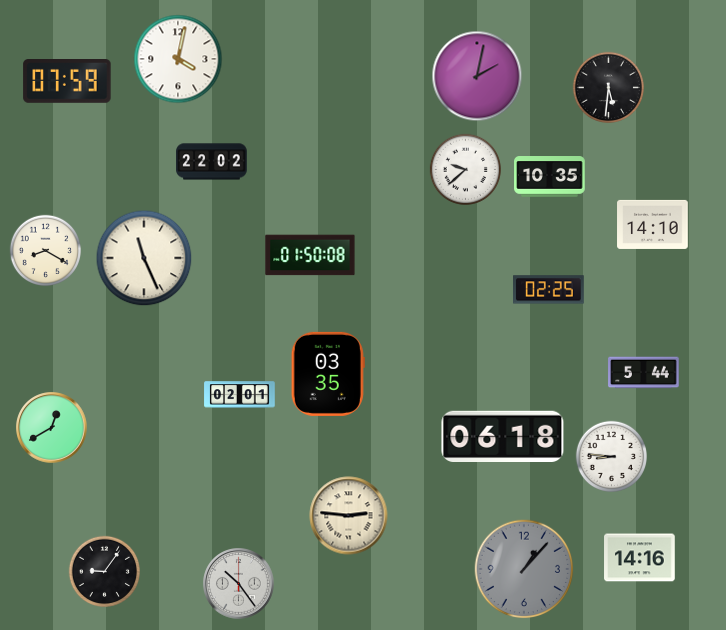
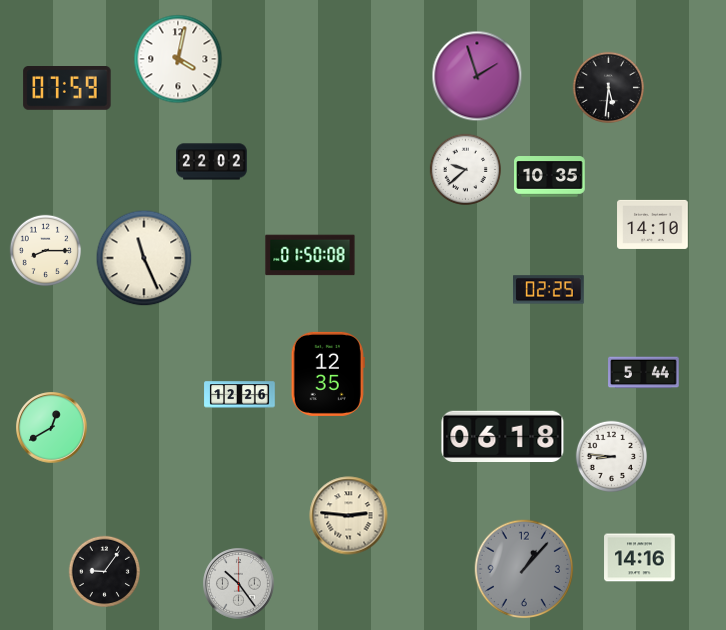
clock at (477, 76): 2:02 -> 1:57
clock at (67, 82) position: (67, 82) -> (67, 89)
clock at (45, 250): 8:20 -> 8:15
clock at (328, 374): 03:35 -> 12:35
clock at (240, 395): 02:01 -> 12:26
